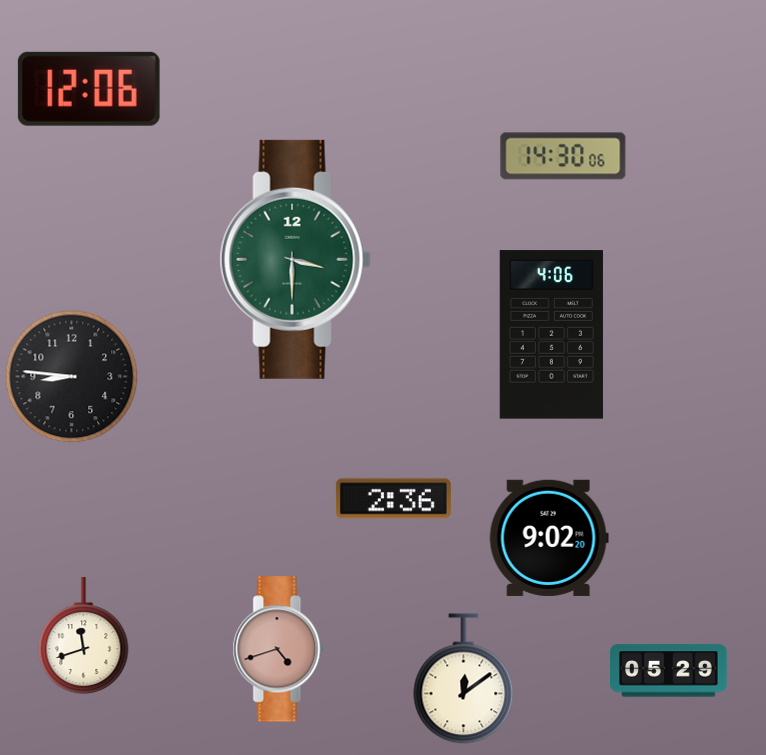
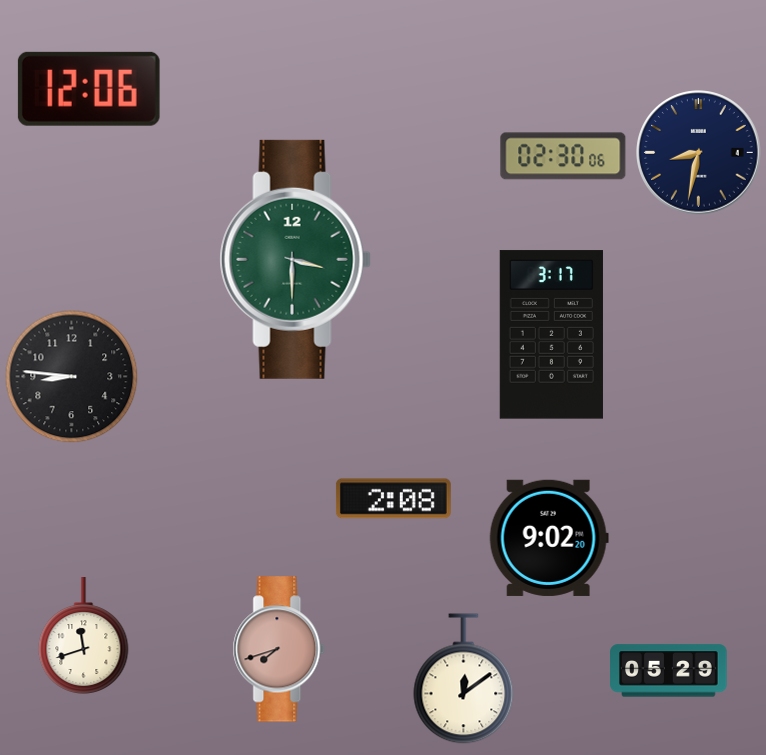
clock at (699, 153): none -> 8:32
clock at (563, 156): 14:30 -> 02:30
clock at (551, 335): 4:06 -> 3:17
clock at (393, 499): 2:36 -> 2:08
clock at (279, 649): 4:42 -> 7:42
